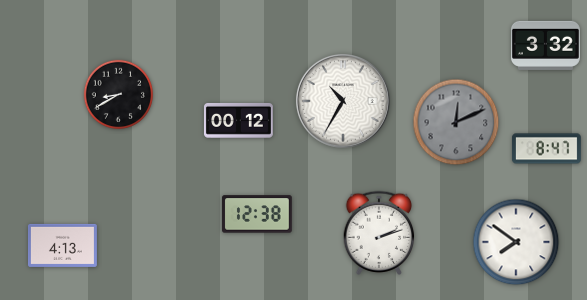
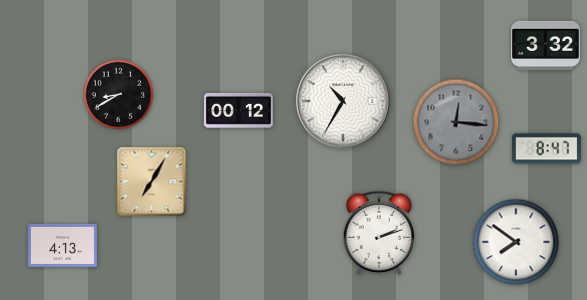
clock at (238, 120) position: (238, 120) -> (238, 110)
clock at (456, 122): 12:11 -> 12:16
clock at (152, 182): none -> 7:05
clock at (257, 214): 12:38 -> none
